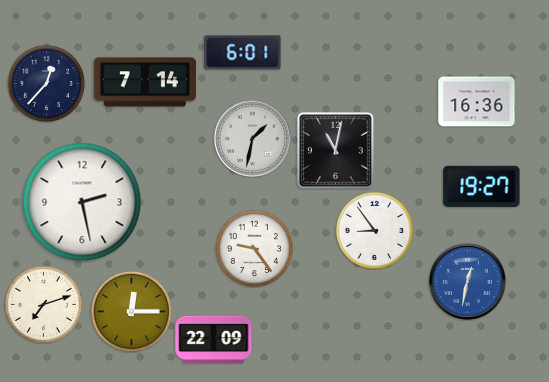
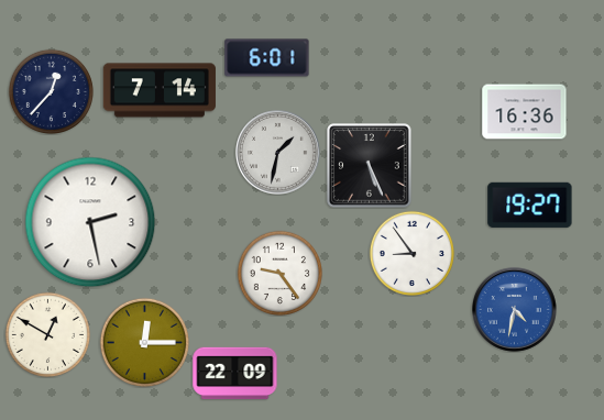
clock at (336, 151): 11:02 -> 5:26
clock at (468, 282): 12:32 -> 4:32
clock at (43, 304): 7:12 -> 12:50
